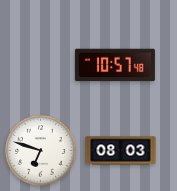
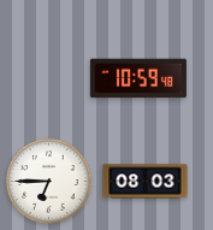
clock at (115, 65): 10:57 -> 10:59
clock at (41, 151): 6:48 -> 6:45
